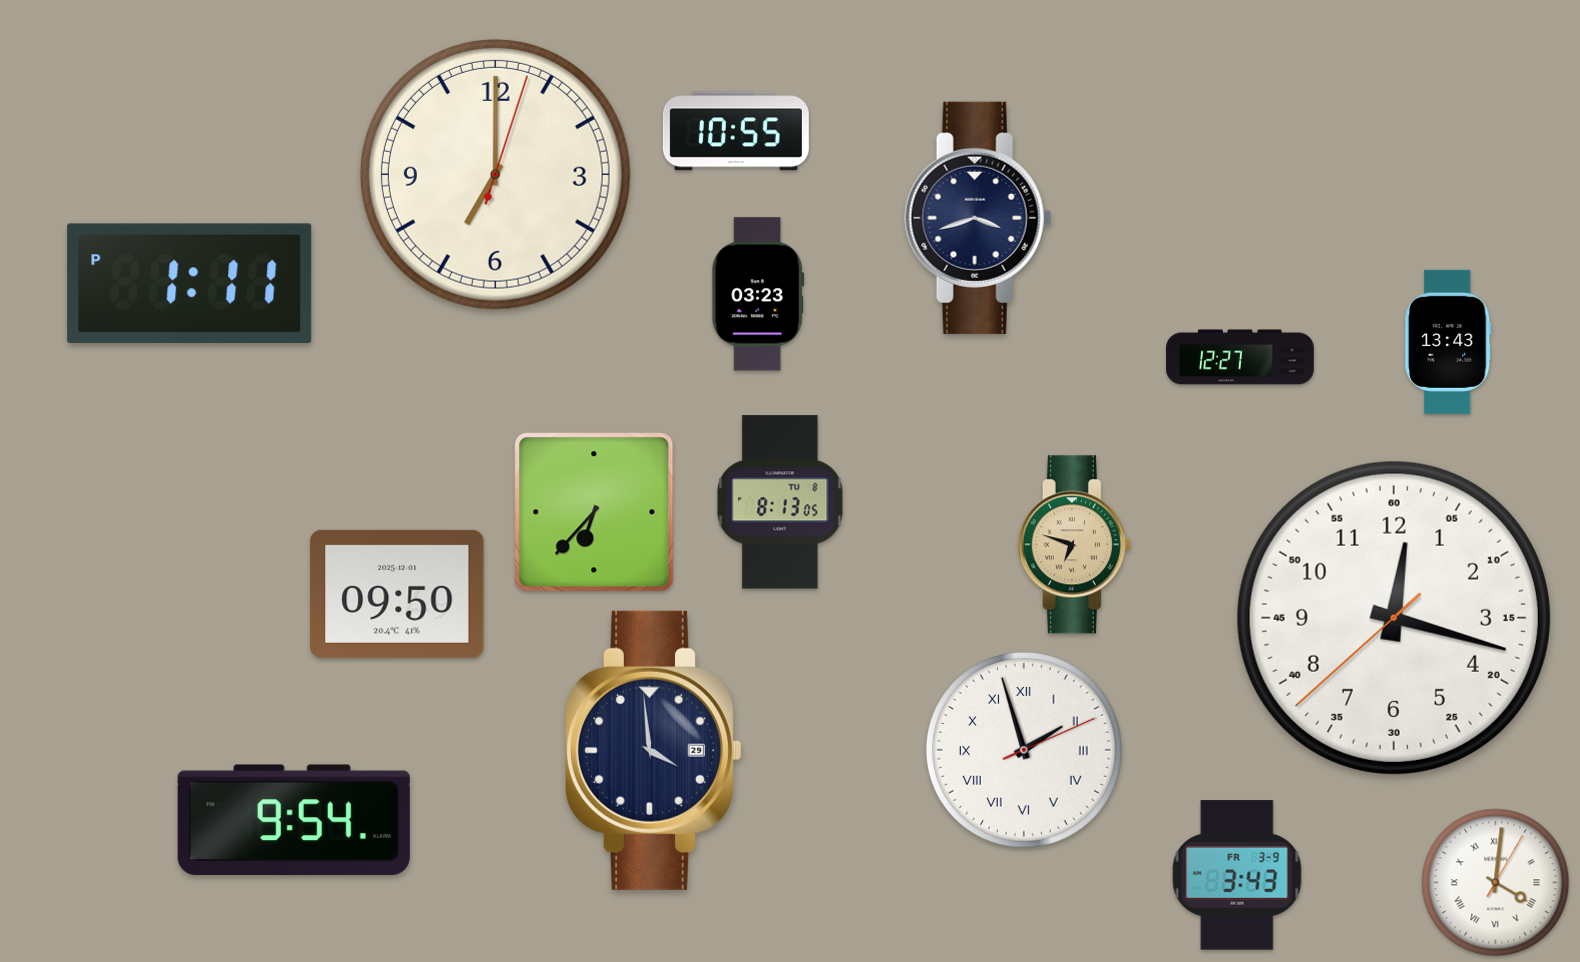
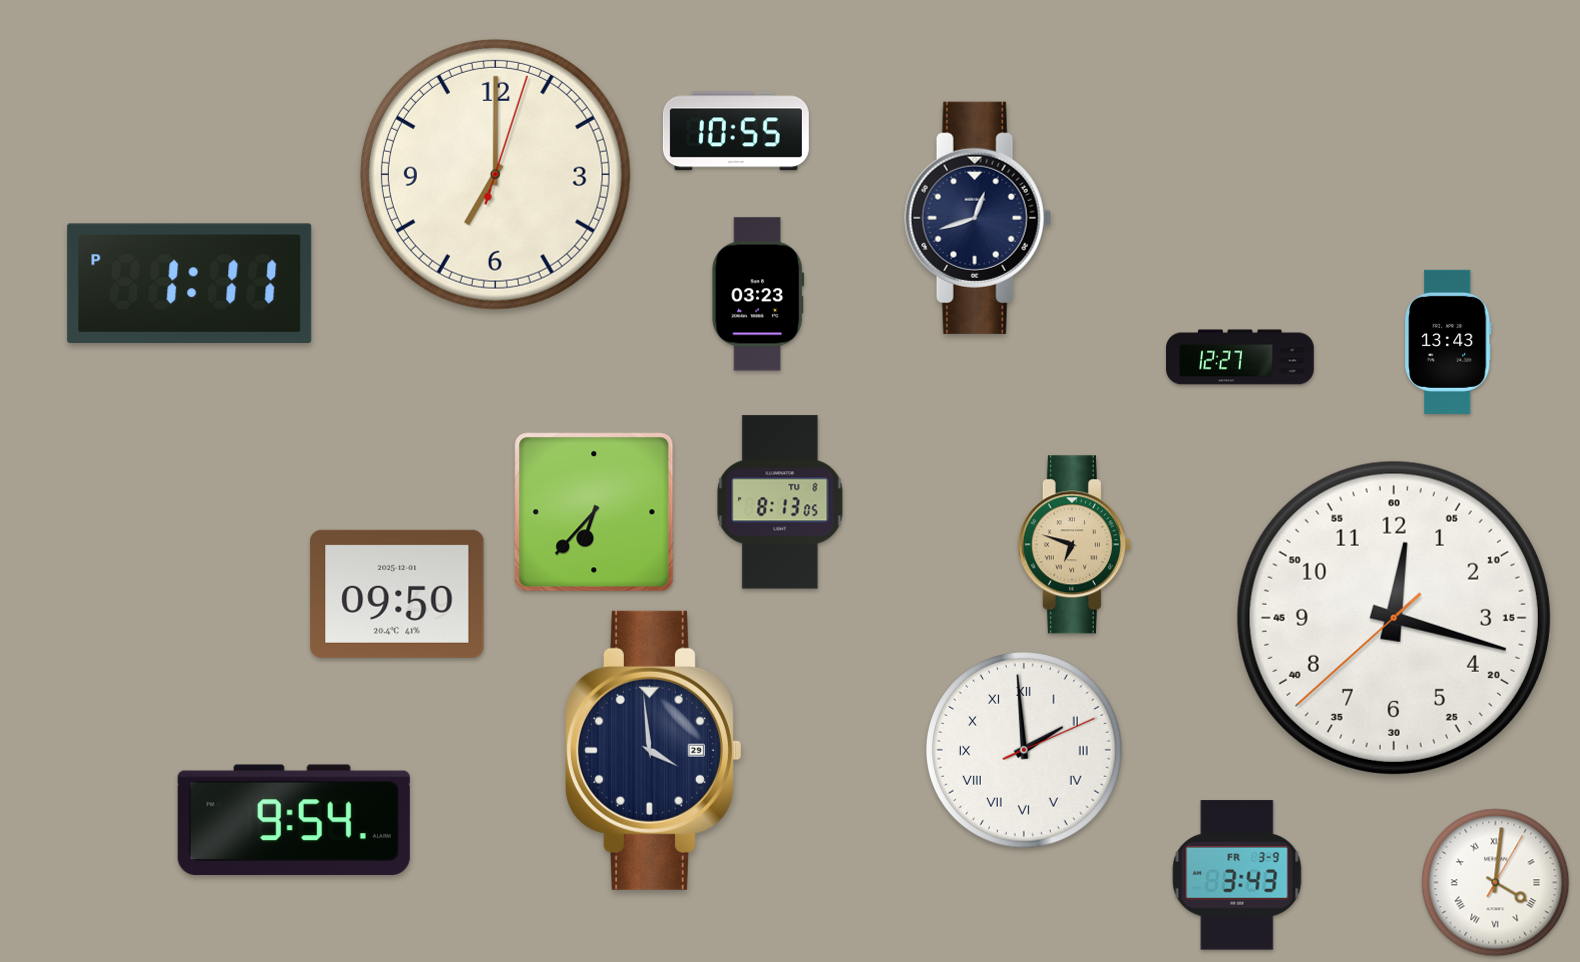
clock at (978, 218): 3:42 -> 12:42
clock at (1024, 750): 1:57 -> 1:59
